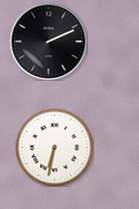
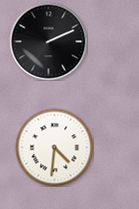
clock at (54, 147): 6:32 -> 4:31
